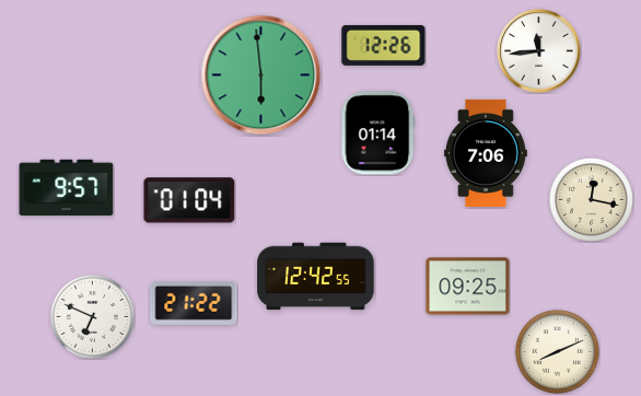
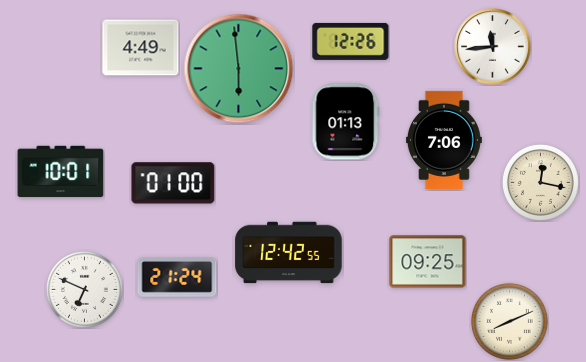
clock at (141, 48): none -> 4:49
clock at (378, 133): 01:14 -> 01:13
clock at (67, 188): 9:57 -> 10:01
clock at (189, 200): 01:04 -> 01:00
clock at (194, 303): 21:22 -> 21:24
